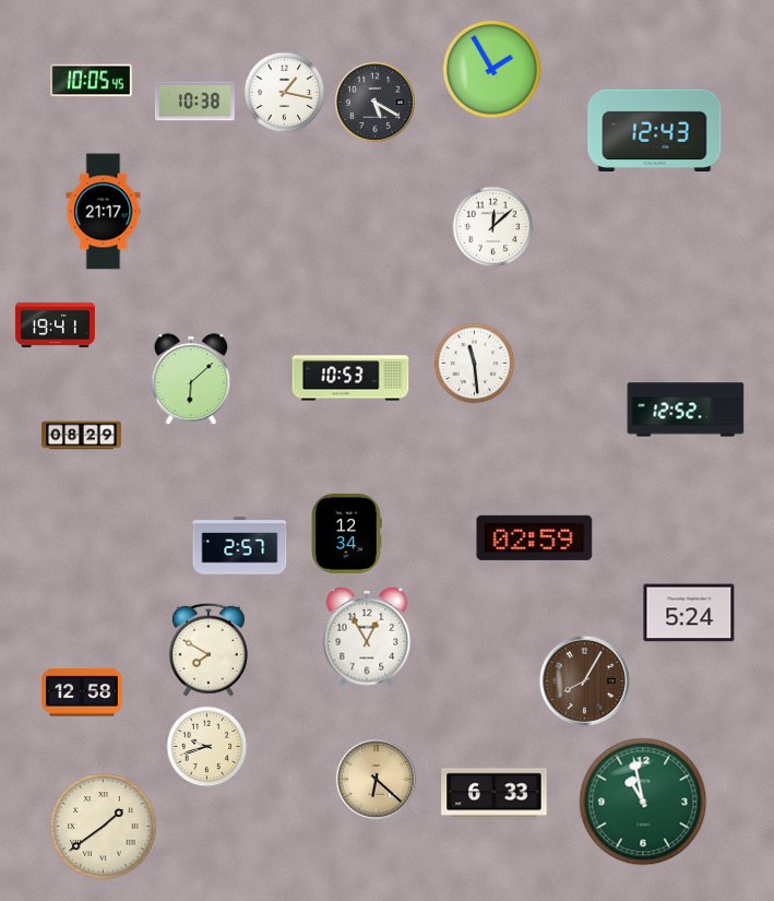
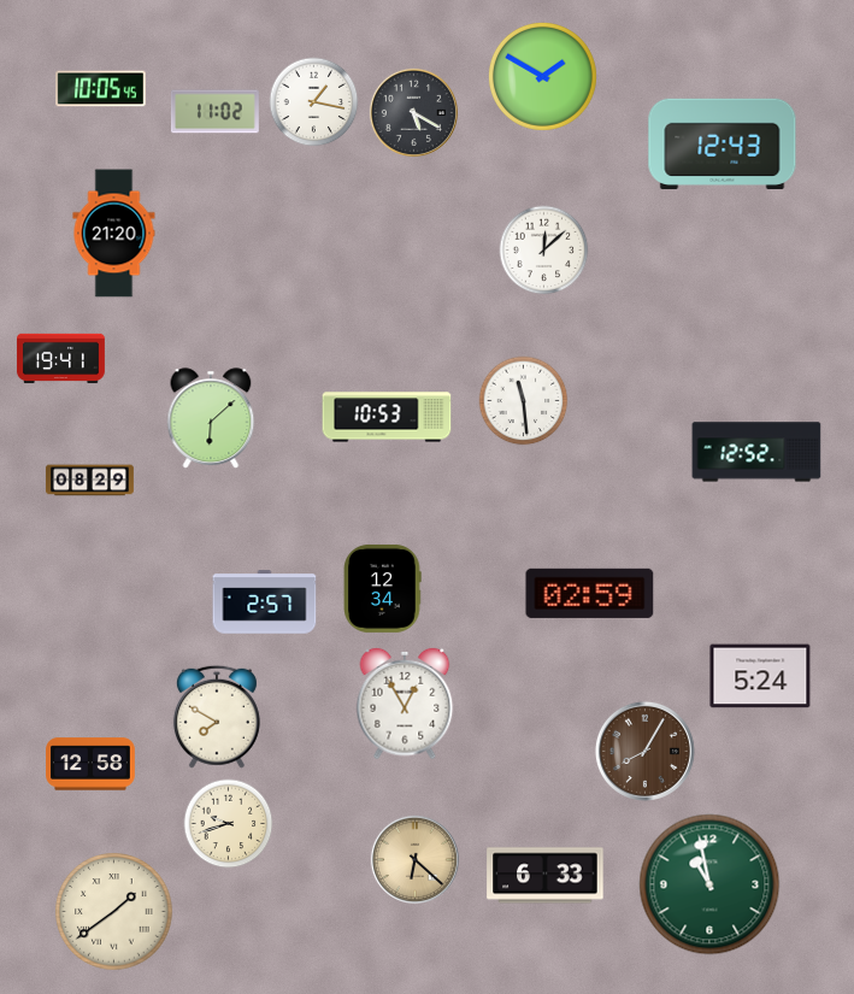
clock at (491, 69): 1:55 -> 1:50
clock at (194, 102): 10:38 -> 11:02
clock at (104, 212): 21:17 -> 21:20
clock at (209, 650) position: (209, 650) -> (217, 717)
